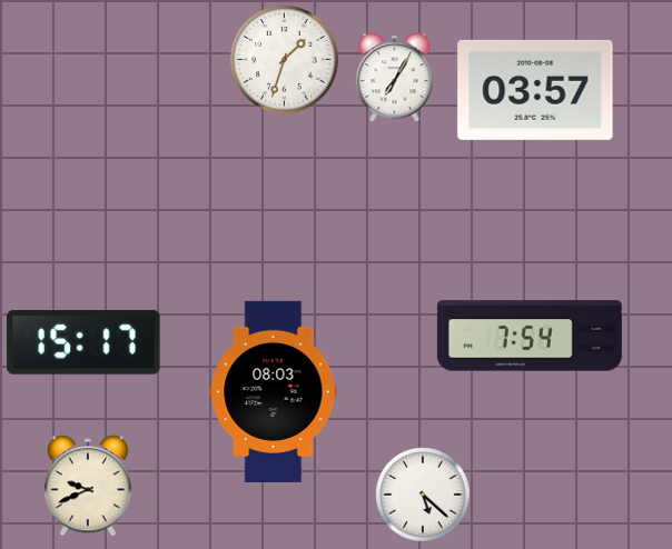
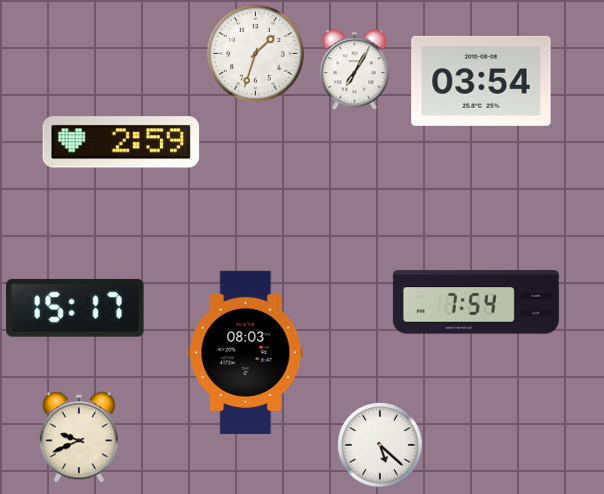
clock at (535, 90): 03:57 -> 03:54
clock at (121, 142): none -> 2:59
